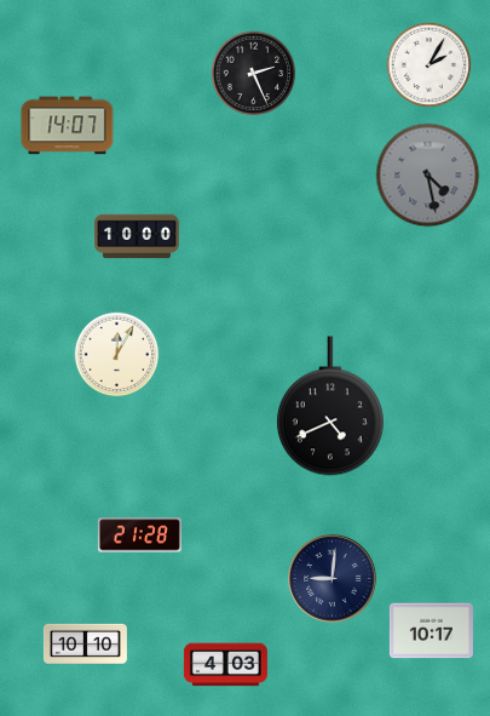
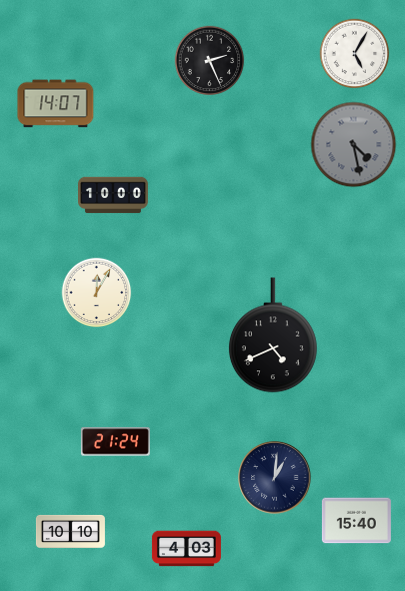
clock at (430, 65): 2:05 -> 5:05
clock at (139, 535): 21:28 -> 21:24
clock at (333, 579): 9:01 -> 1:01
clock at (431, 631): 10:17 -> 15:40
